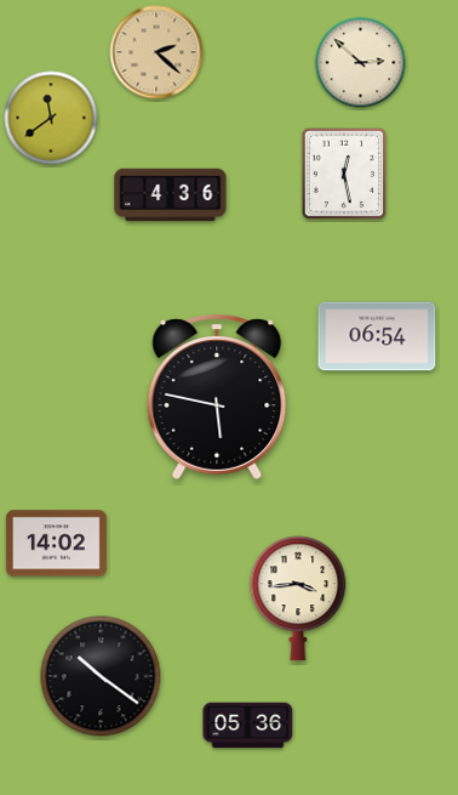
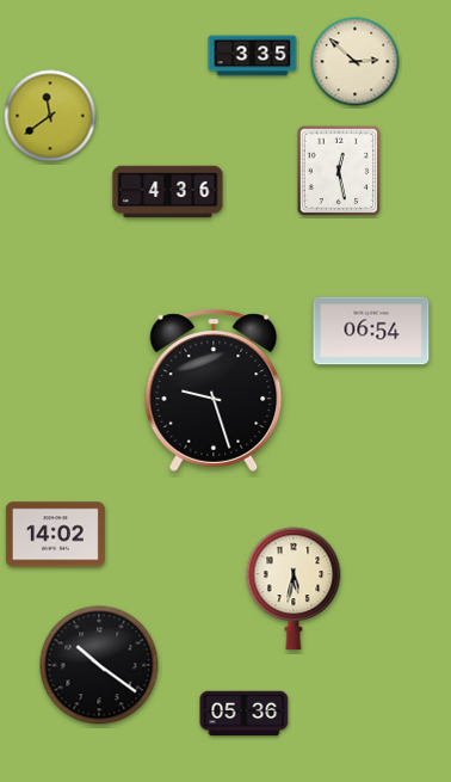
clock at (156, 52): 2:22 -> none
clock at (253, 56): none -> 3:35
clock at (217, 397): 5:47 -> 9:27
clock at (298, 598): 3:44 -> 5:32
